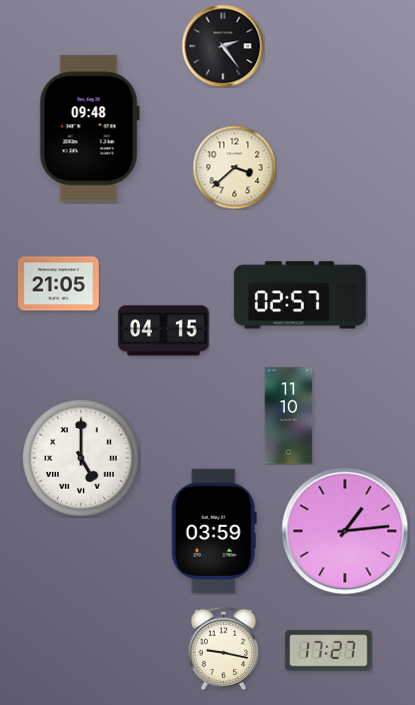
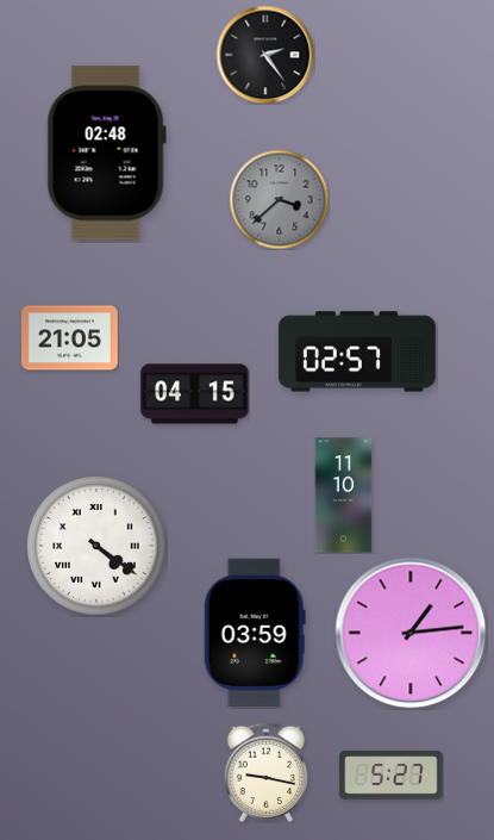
clock at (89, 129): 09:48 -> 02:48
clock at (234, 167) dial: cream -> grey
clock at (82, 459): 5:00 -> 4:21
clock at (329, 651): 17:27 -> 5:27
